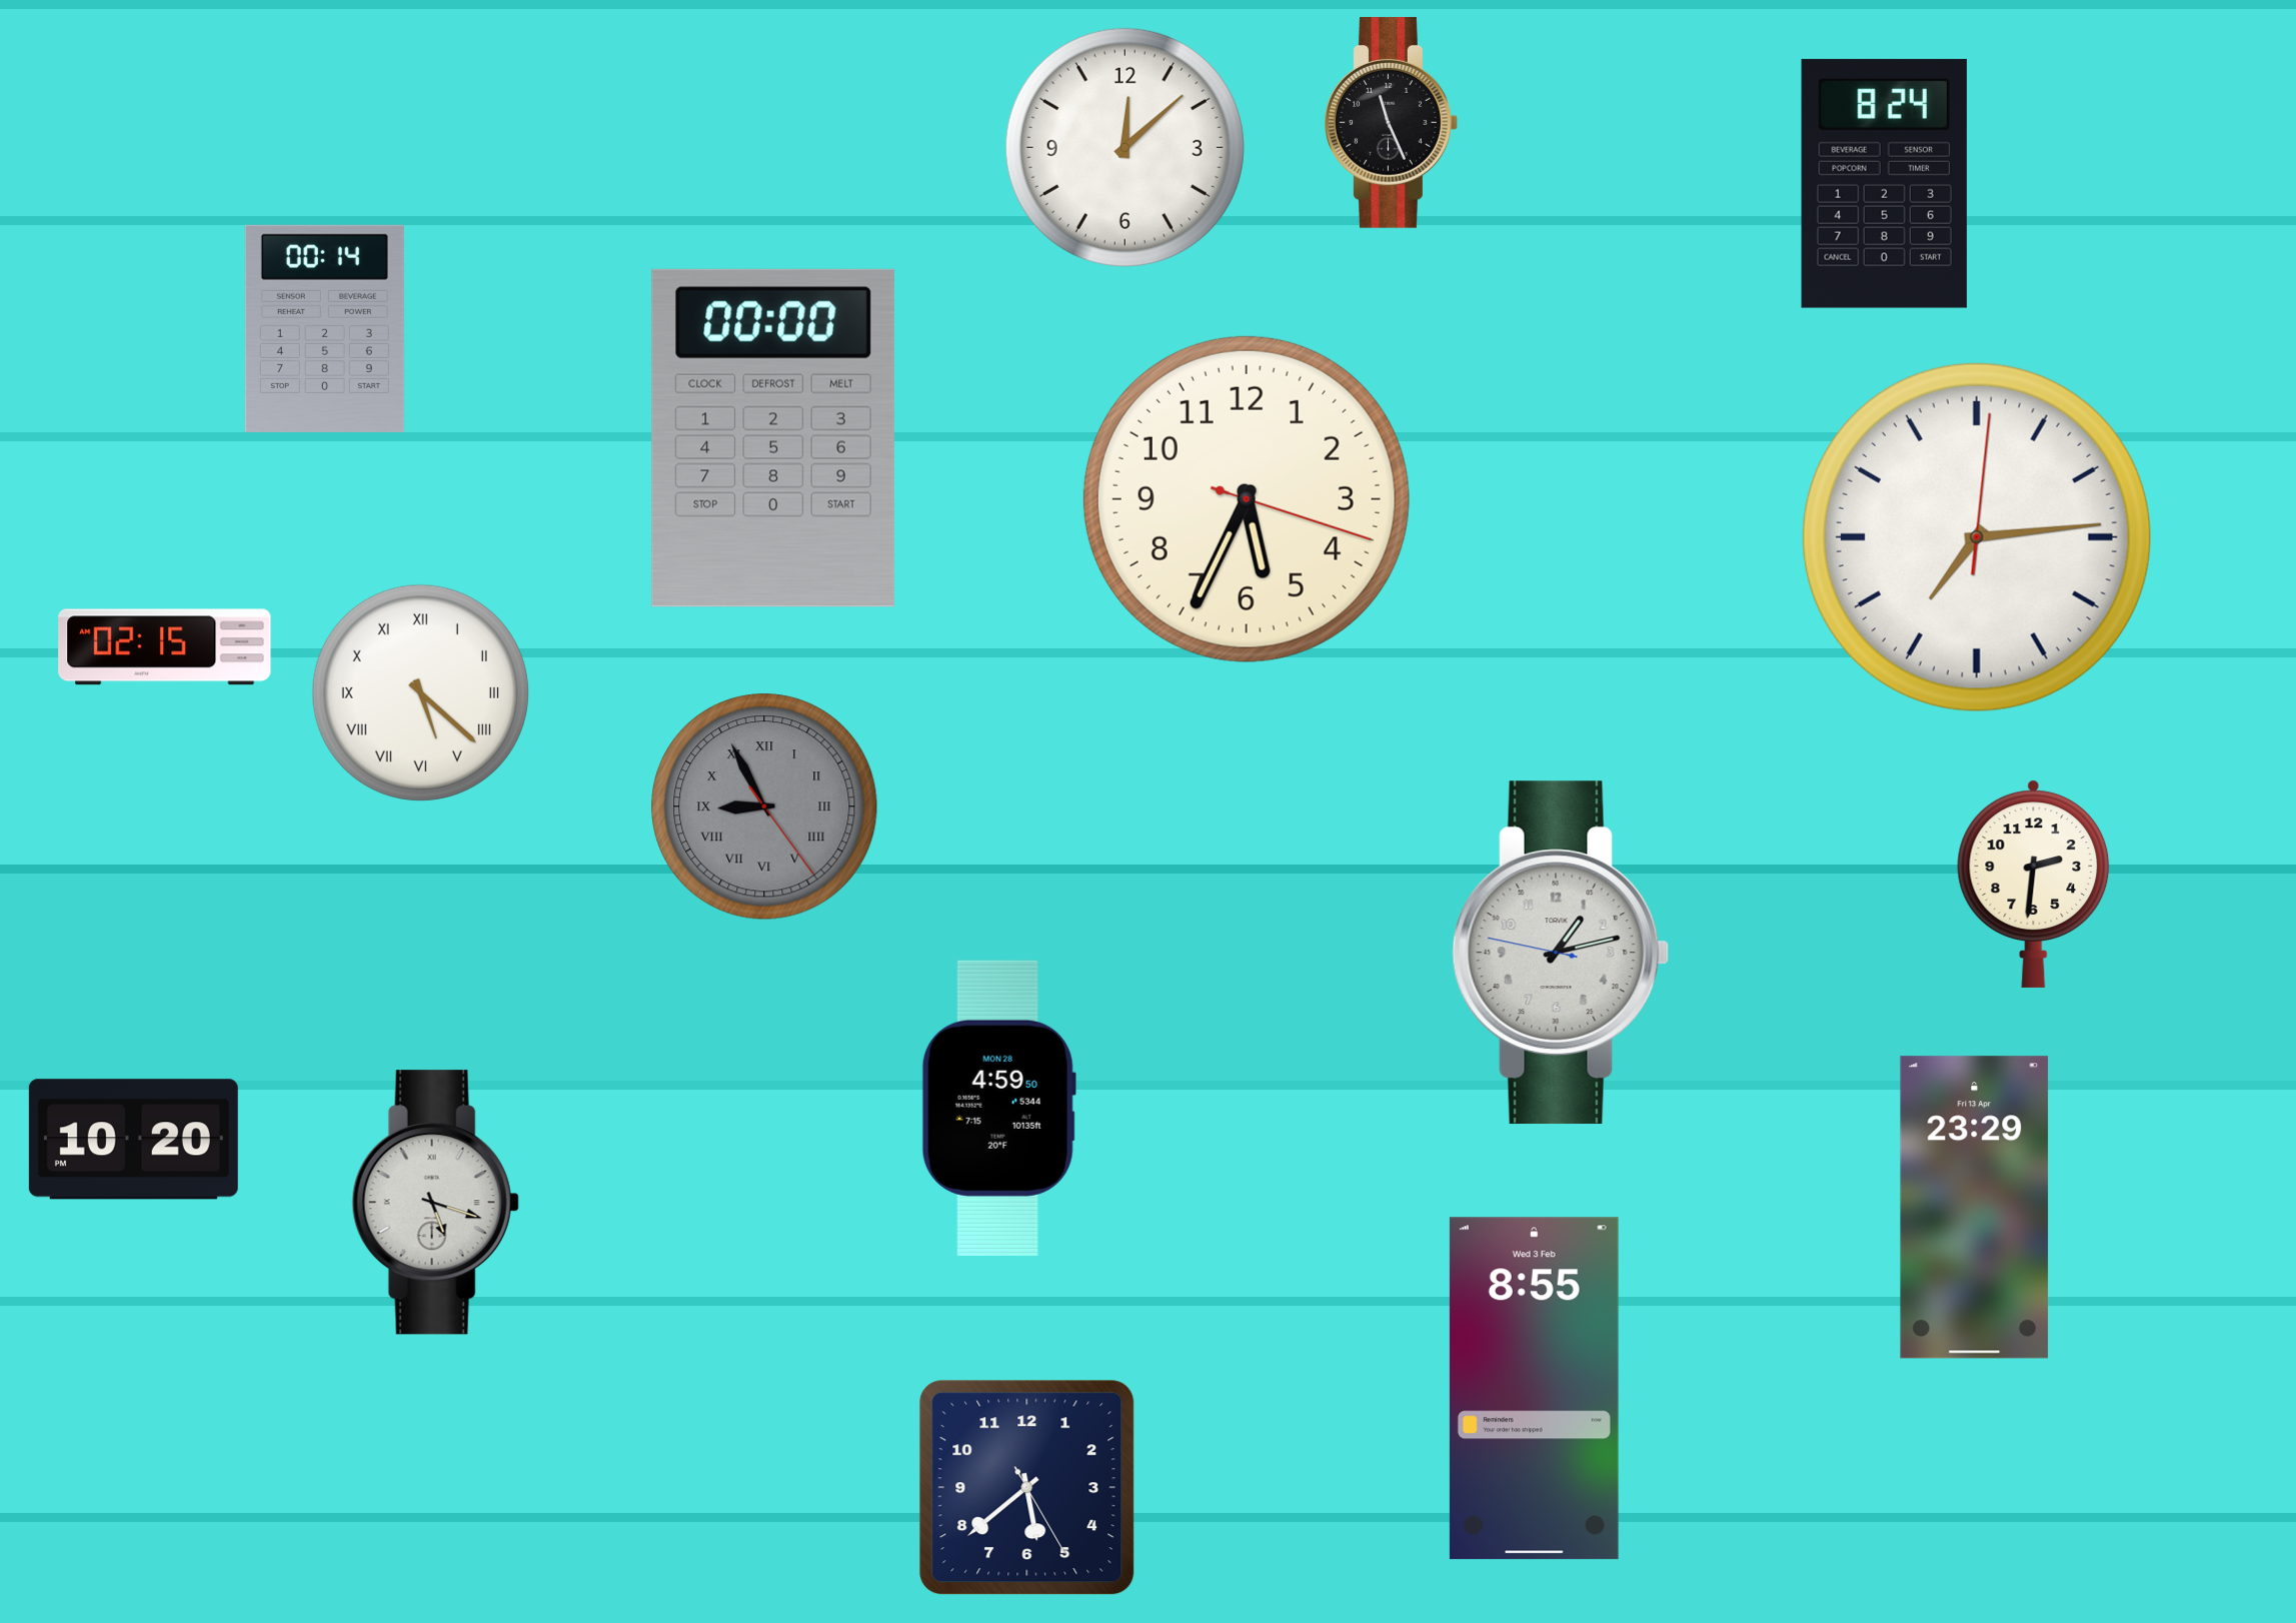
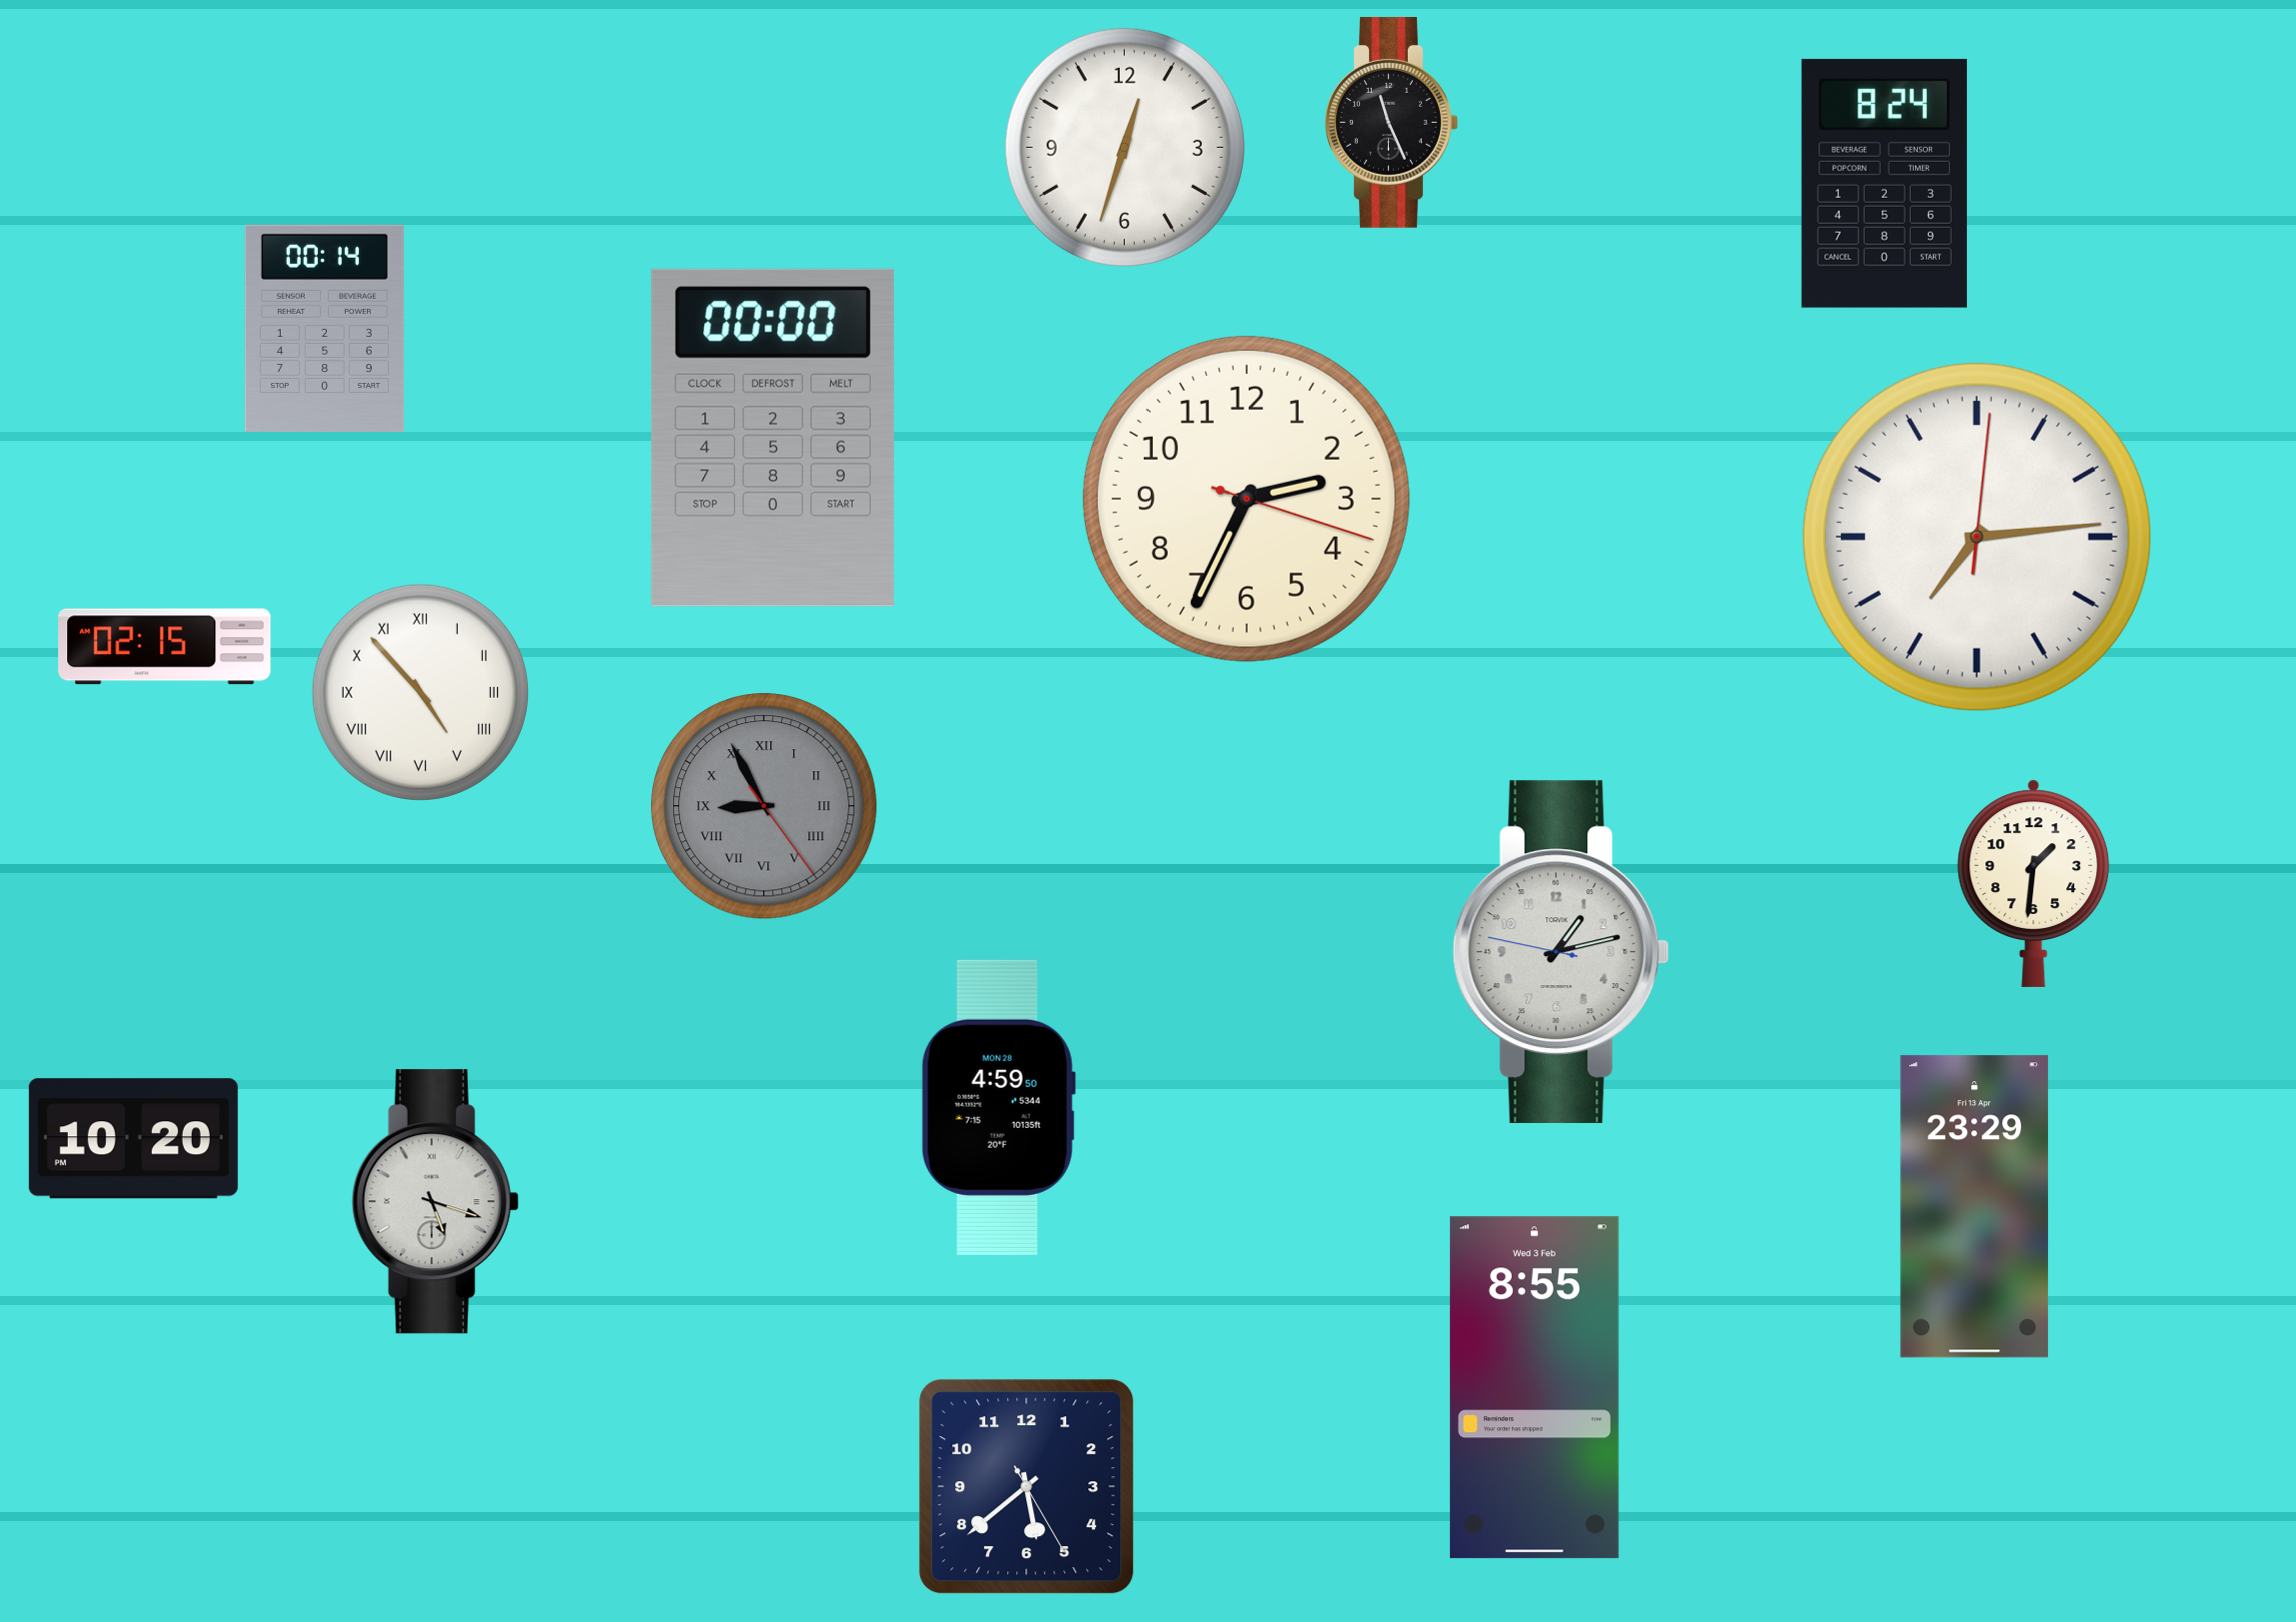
clock at (1124, 147): 12:08 -> 12:33
clock at (1247, 499): 5:34 -> 2:34
clock at (420, 692): 5:22 -> 4:53
clock at (2034, 884): 2:31 -> 1:31
